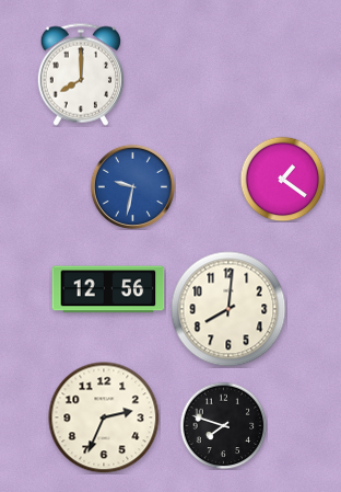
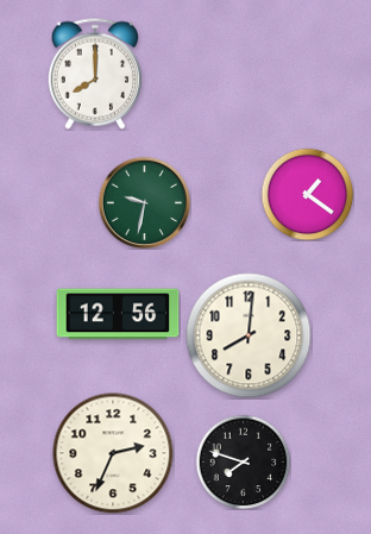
clock at (80, 75) position: (80, 75) -> (94, 74)
clock at (132, 186) dial: blue -> green
